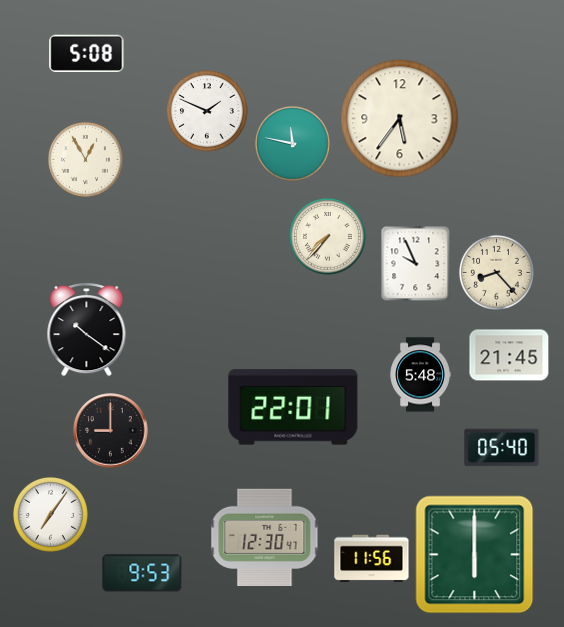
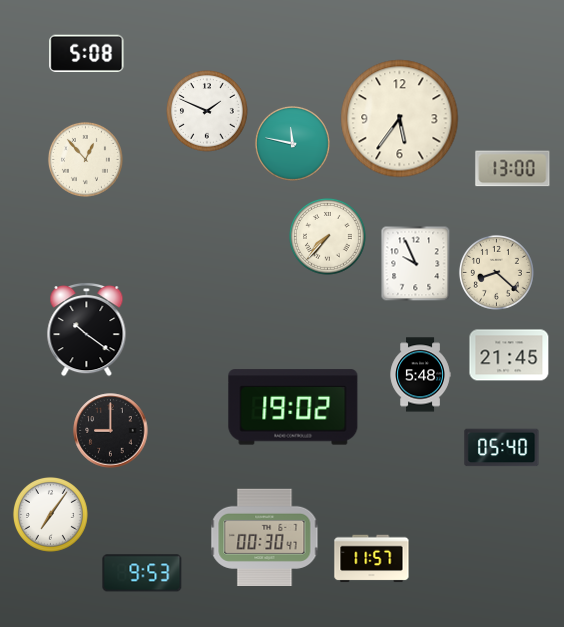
clock at (85, 159): 12:55 -> 12:53
clock at (513, 169): none -> 13:00
clock at (496, 272): 8:23 -> 8:22
clock at (293, 407): 22:01 -> 19:02
clock at (265, 537): 12:30 -> 00:30
clock at (475, 555): 6:00 -> none
clock at (372, 559): 11:56 -> 11:57
